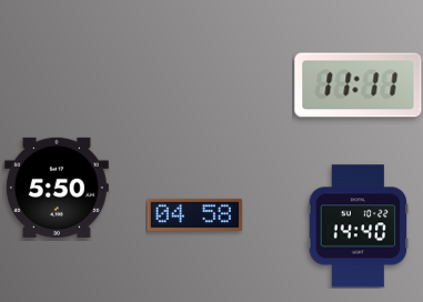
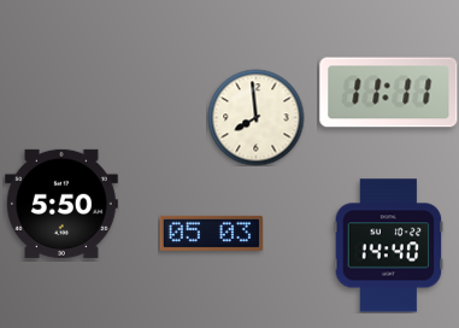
clock at (255, 117): none -> 7:59
clock at (194, 214): 04:58 -> 05:03
